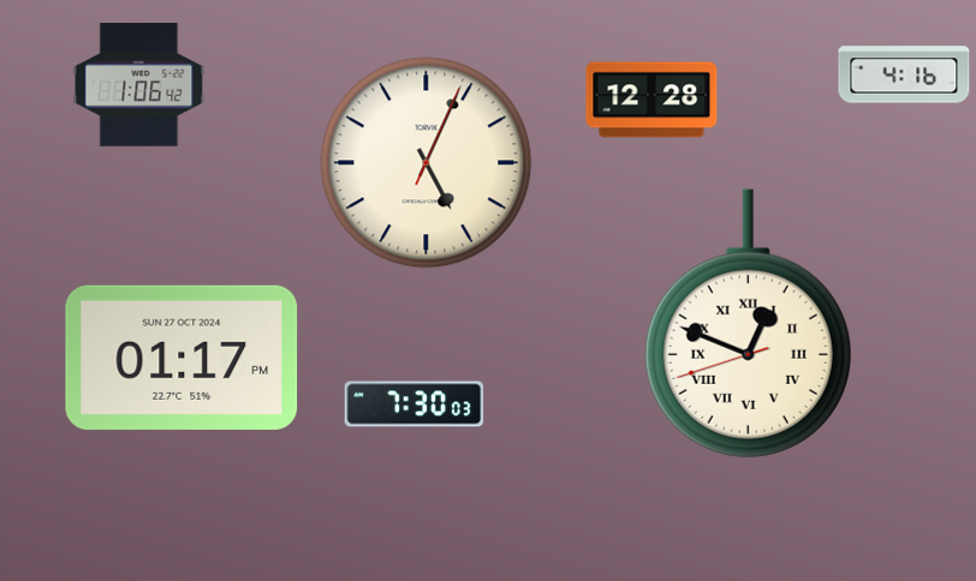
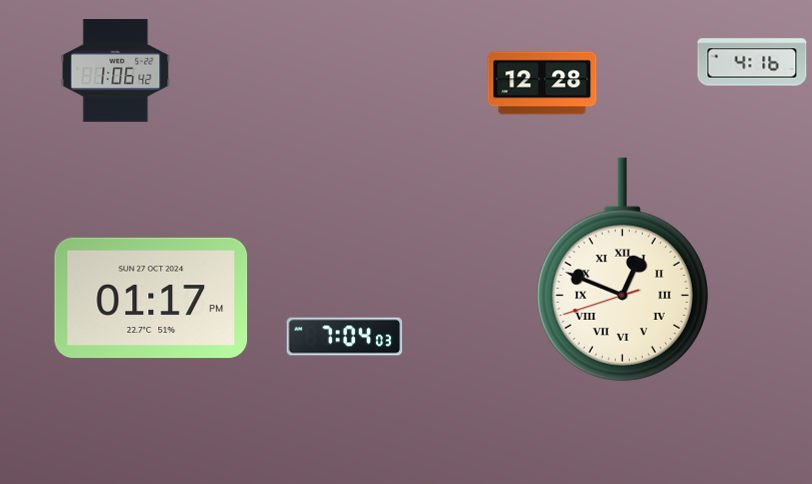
clock at (427, 163): 5:04 -> none
clock at (415, 405): 7:30 -> 7:04
